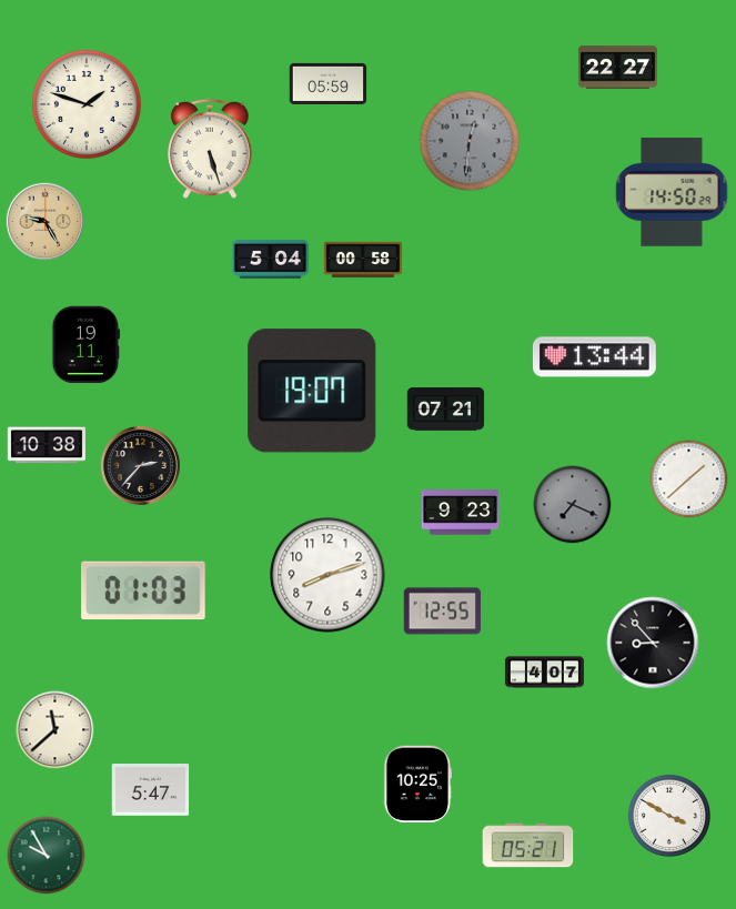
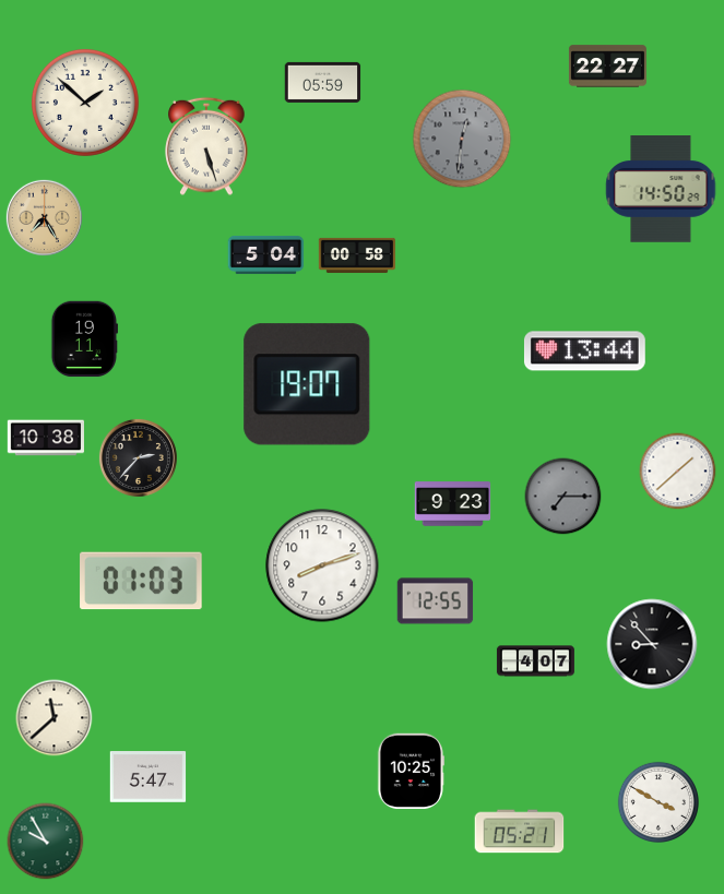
clock at (87, 104): 1:48 -> 1:52
clock at (44, 221): 9:25 -> 7:25
clock at (446, 410): 07:21 -> none
clock at (573, 505): 7:19 -> 7:15
clock at (653, 643) position: (653, 643) -> (652, 644)
